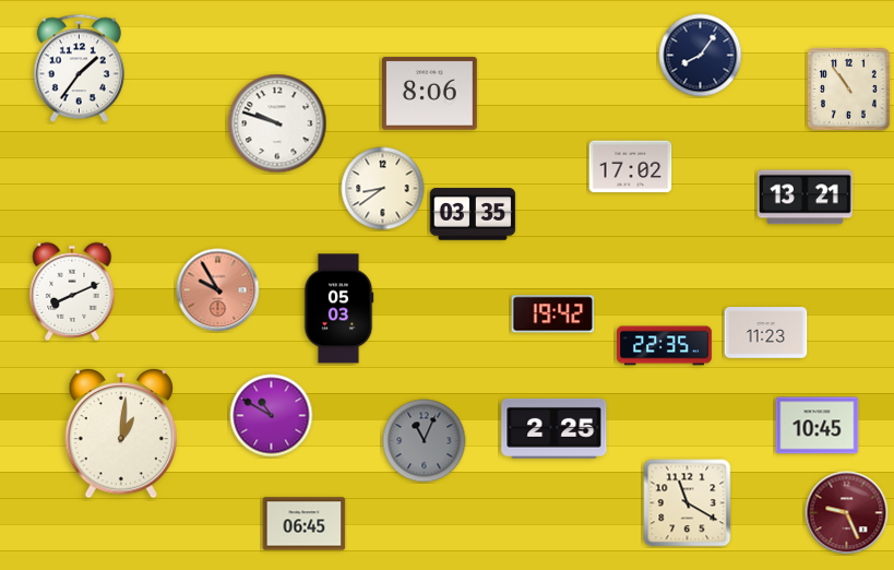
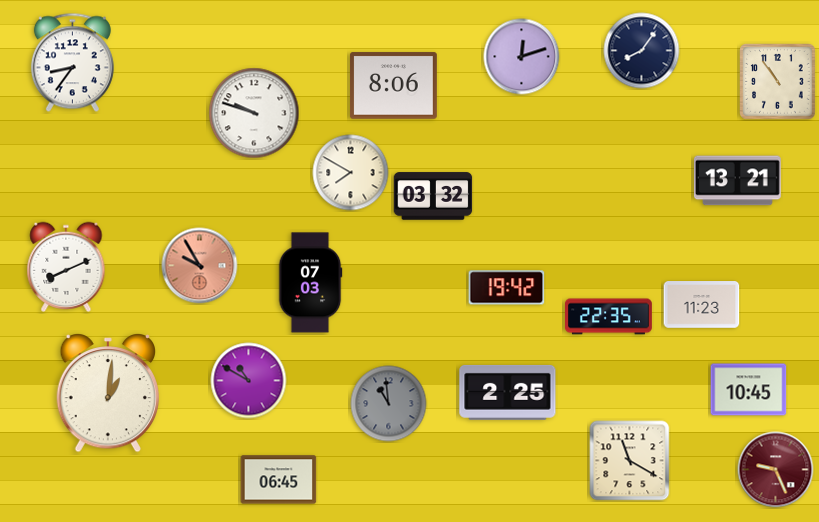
clock at (522, 57): none -> 12:12
clock at (79, 69): 1:36 -> 8:36
clock at (631, 167): 17:02 -> none
clock at (383, 189): 8:39 -> 7:50
clock at (473, 214): 03:35 -> 03:32
clock at (338, 309): 05:03 -> 07:03
clock at (120, 435) position: (120, 435) -> (107, 394)
clock at (425, 441): 11:04 -> 10:59
